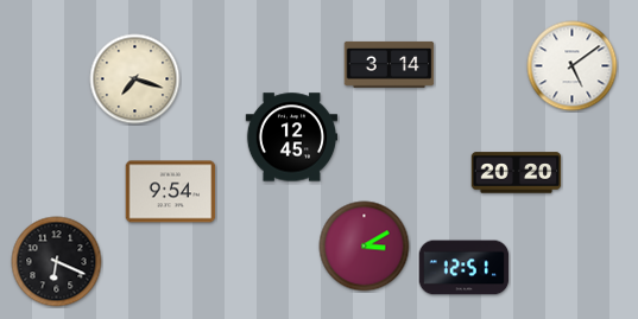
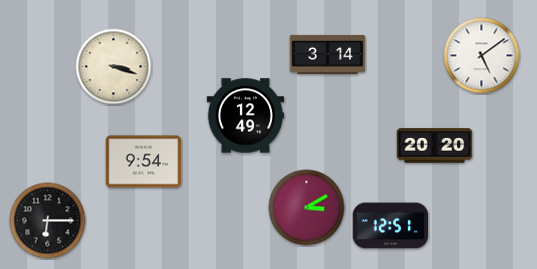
clock at (135, 79): 7:18 -> 3:18
clock at (291, 138): 12:45 -> 12:49
clock at (57, 262): 6:19 -> 6:15
